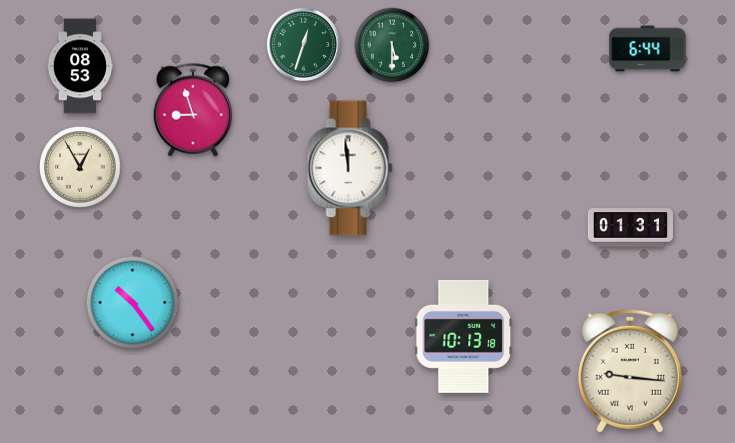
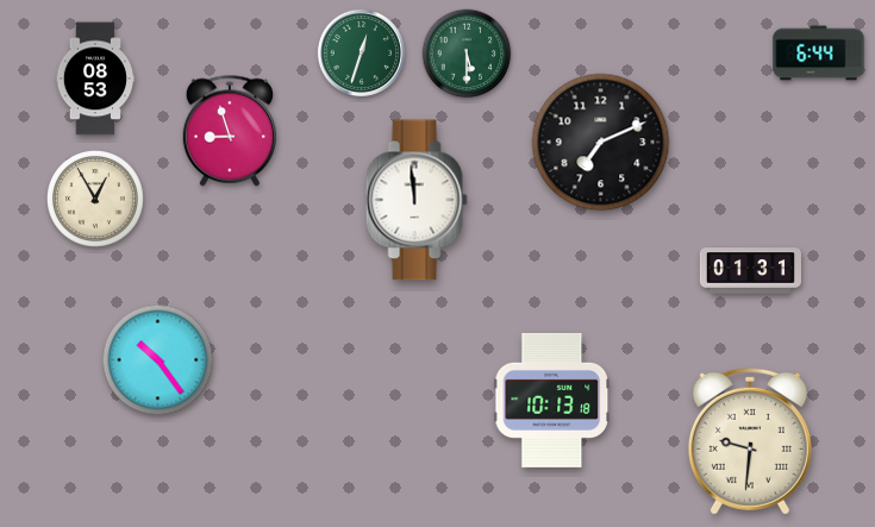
clock at (648, 49) position: (648, 49) -> (819, 54)
clock at (601, 143): none -> 7:11
clock at (630, 371): 9:16 -> 9:31
